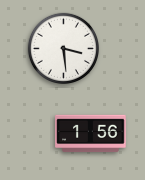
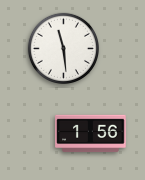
clock at (63, 48): 3:29 -> 11:29
